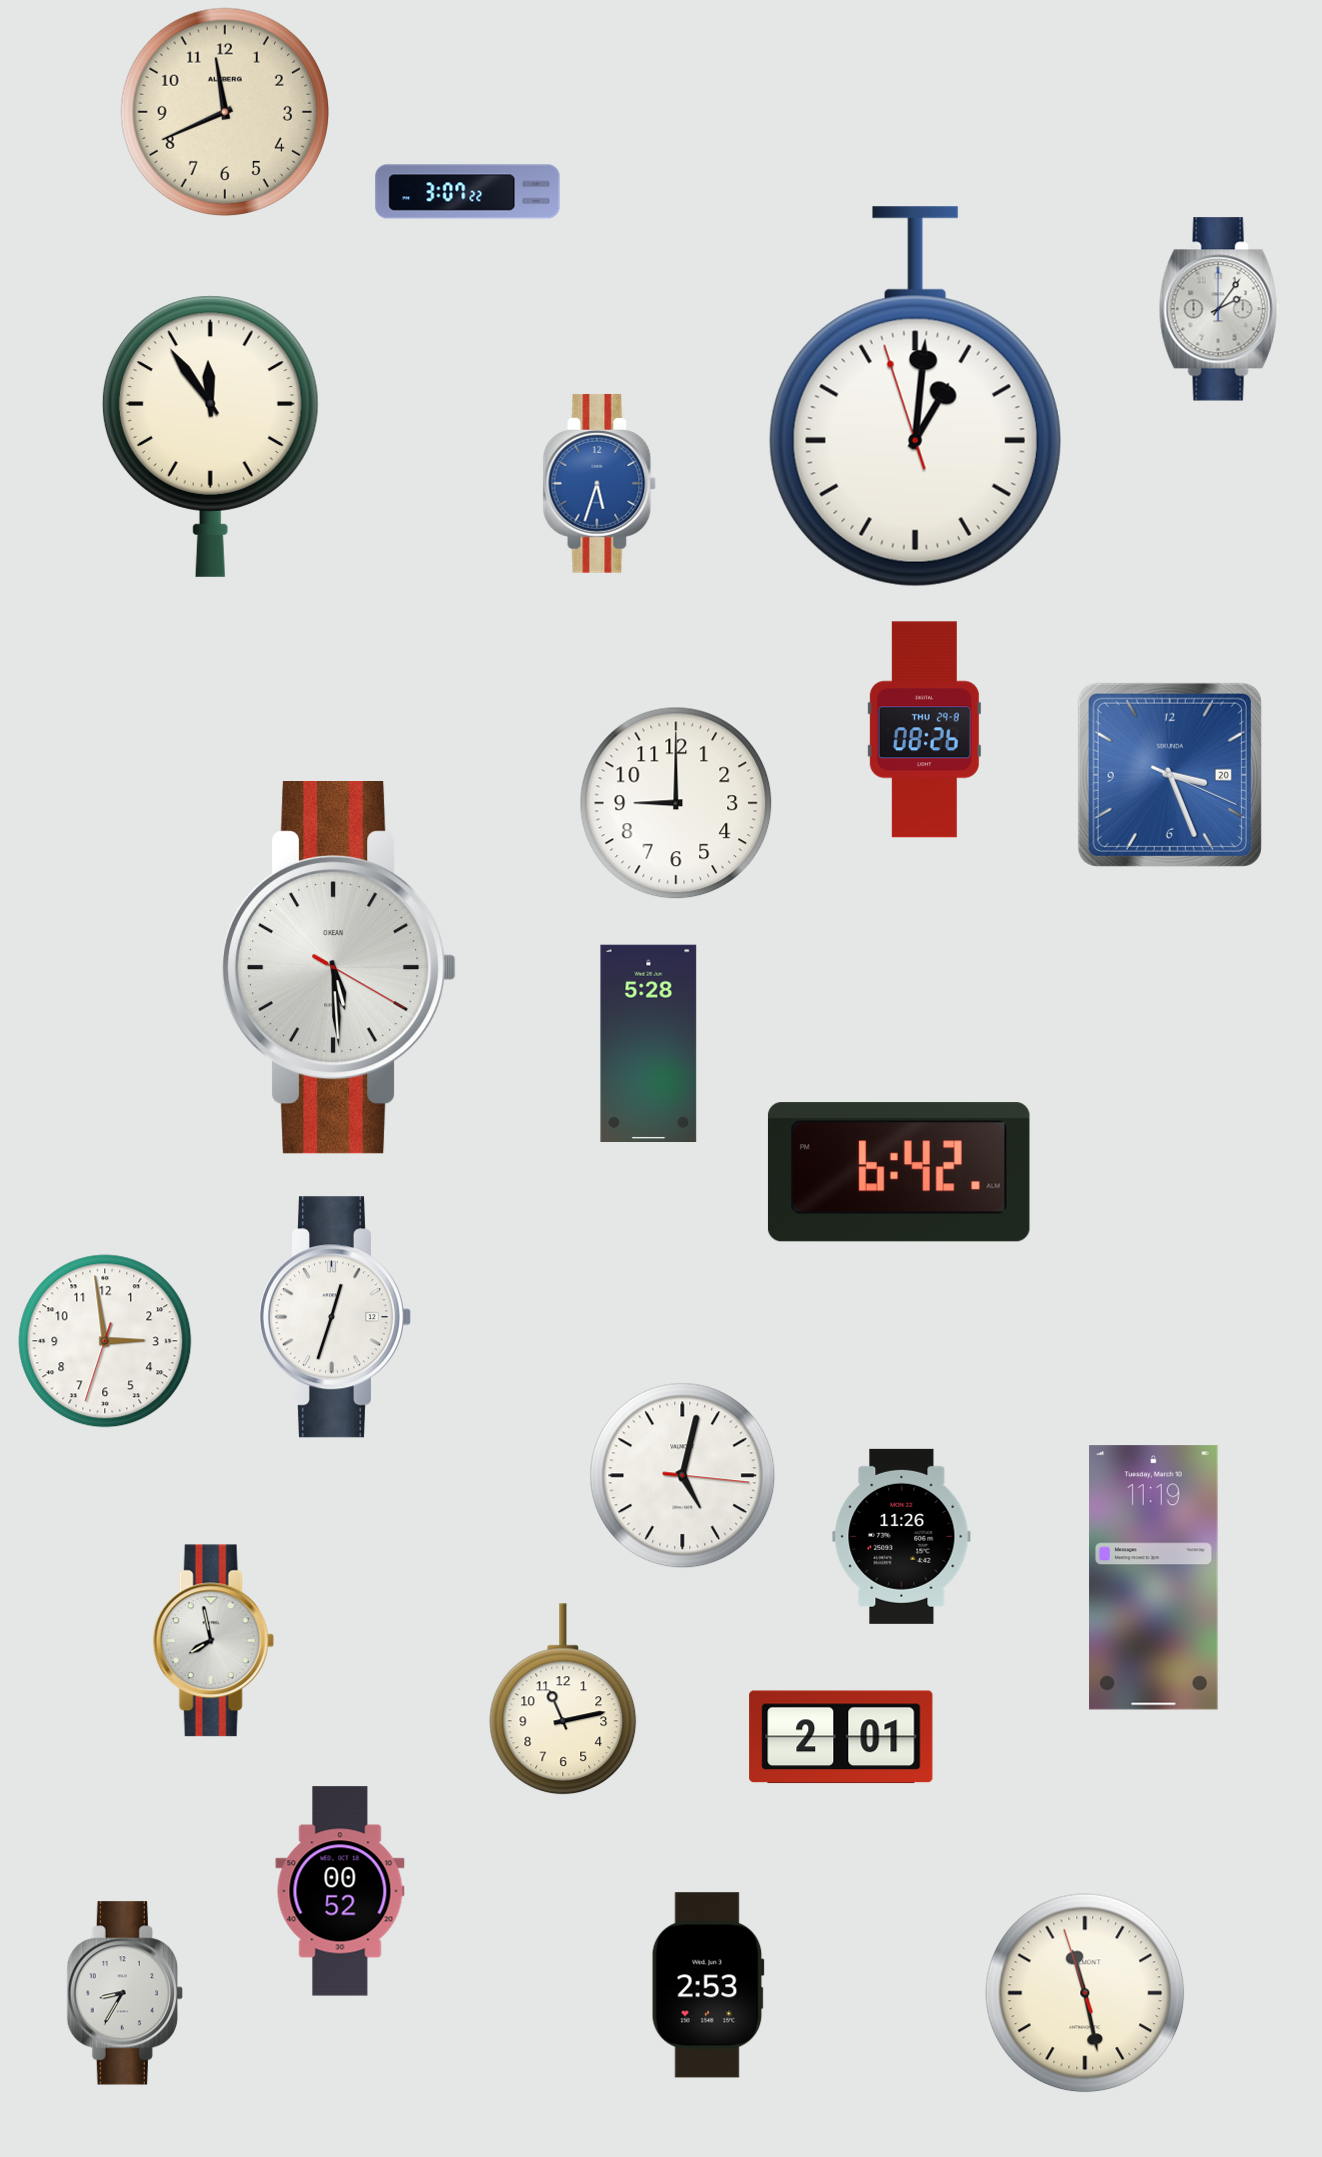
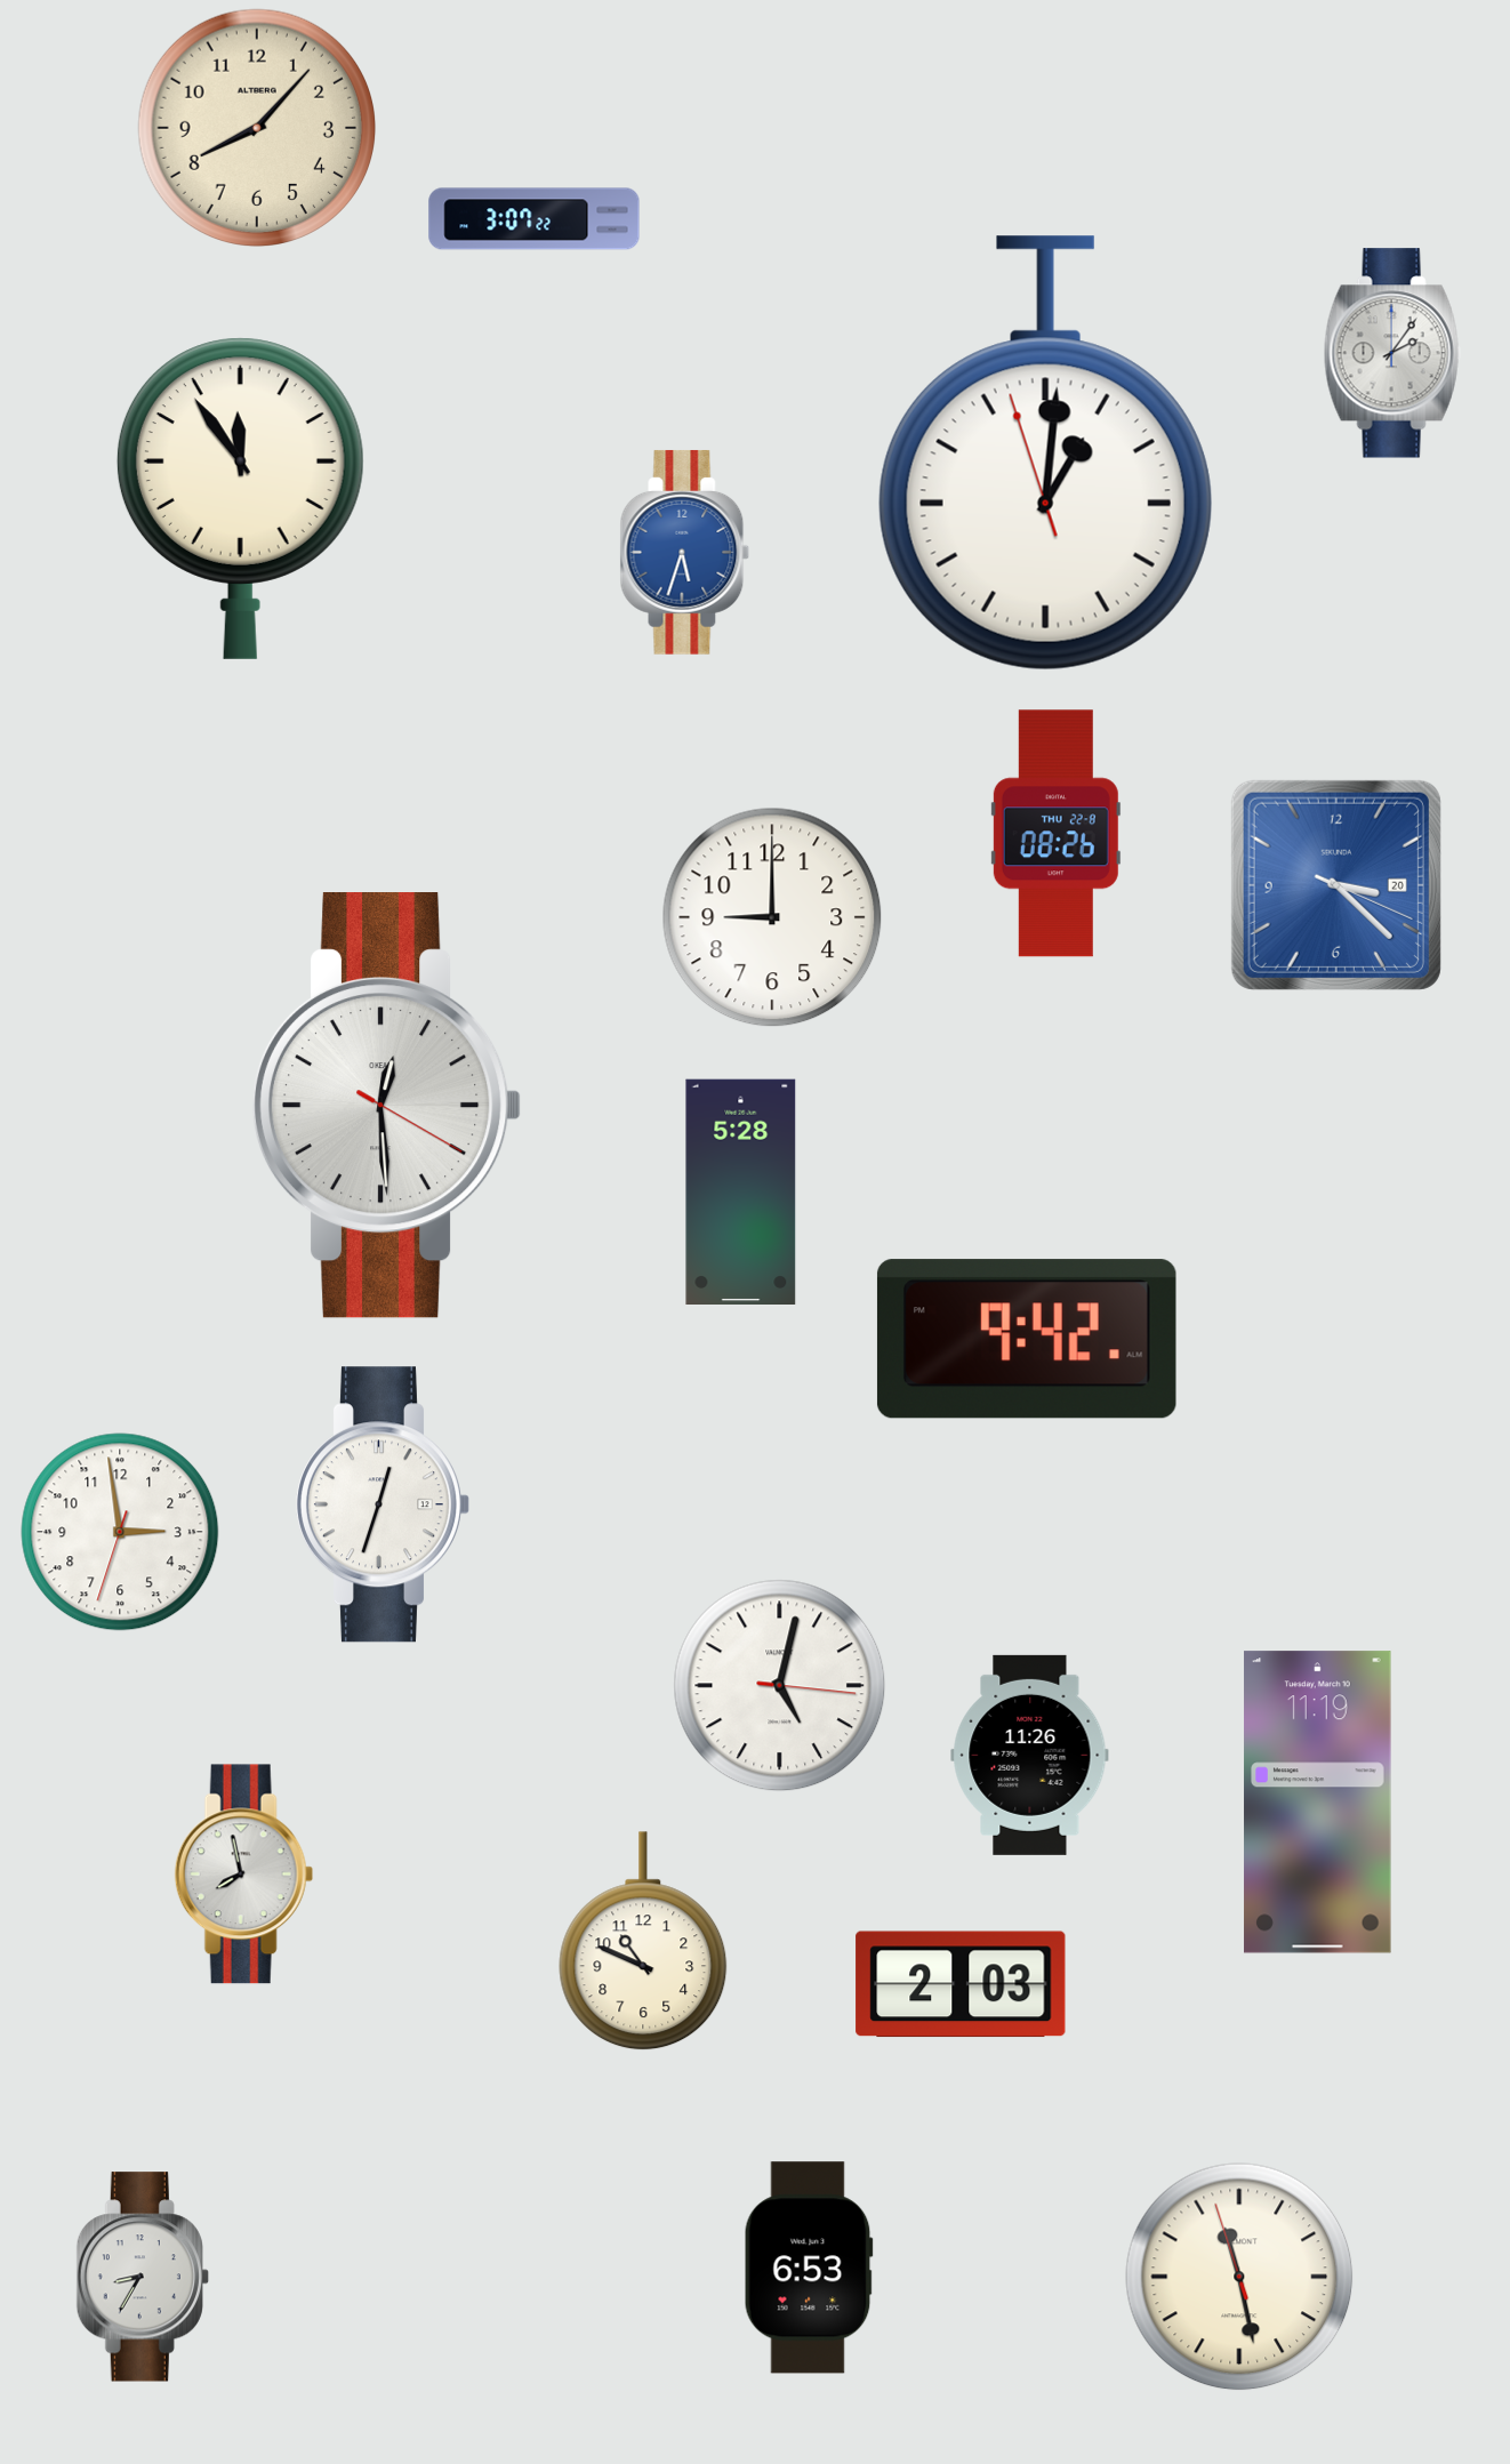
clock at (224, 111): 11:41 -> 8:07
clock at (924, 730) date: THU 29-8 -> THU 22-8
clock at (1170, 775): 3:26 -> 3:22
clock at (339, 968): 5:29 -> 12:29
clock at (899, 1172): 6:42 -> 9:42
clock at (563, 1700): 11:13 -> 10:49
clock at (841, 1737): 2:01 -> 2:03
clock at (340, 1891): 00:52 -> none
clock at (708, 1985): 2:53 -> 6:53
